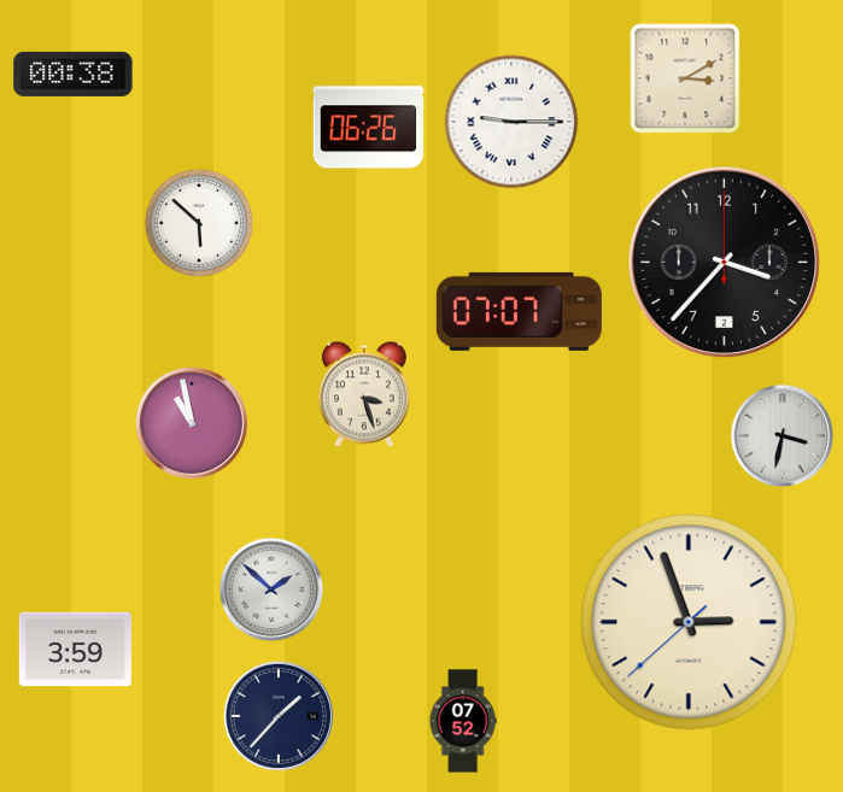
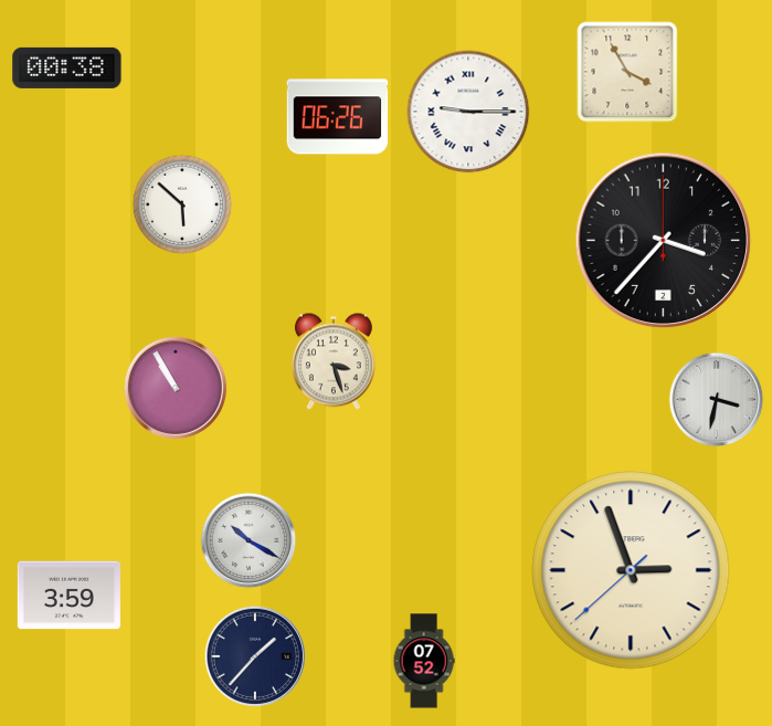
clock at (685, 78): 3:10 -> 3:55
clock at (519, 311): 07:07 -> none
clock at (192, 423): 10:58 -> 10:55
clock at (271, 589): 1:52 -> 10:20
